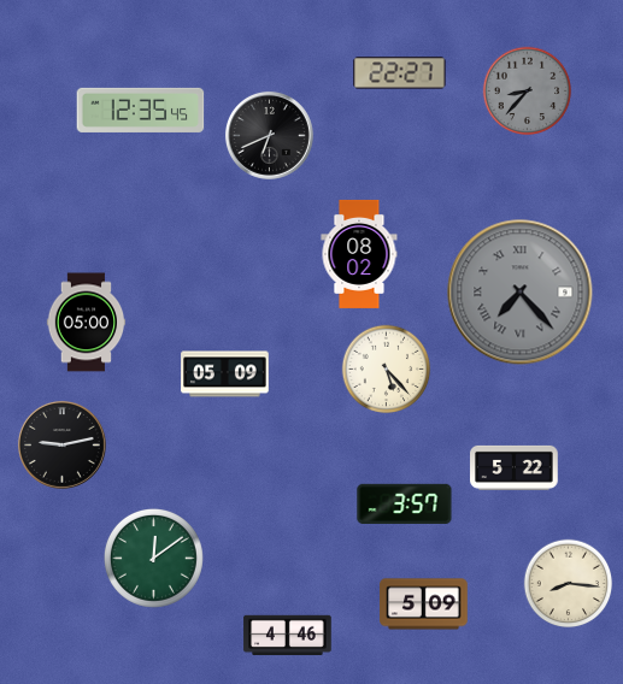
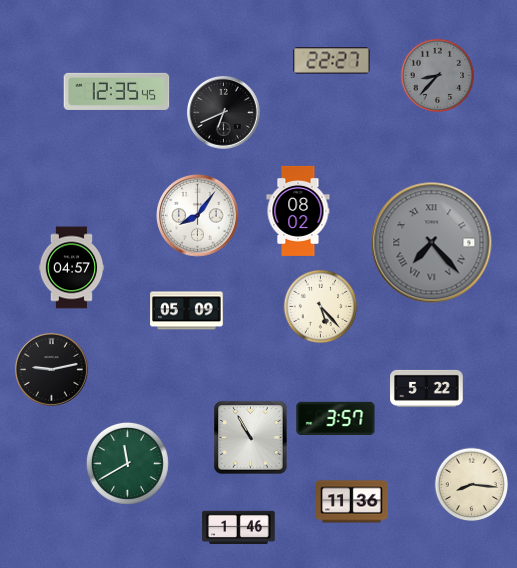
clock at (198, 216): none -> 8:06
clock at (87, 323): 05:00 -> 04:57
clock at (251, 438): none -> 10:55
clock at (153, 558): 12:09 -> 11:40
clock at (424, 605): 5:09 -> 11:36
clock at (288, 636): 4:46 -> 1:46
